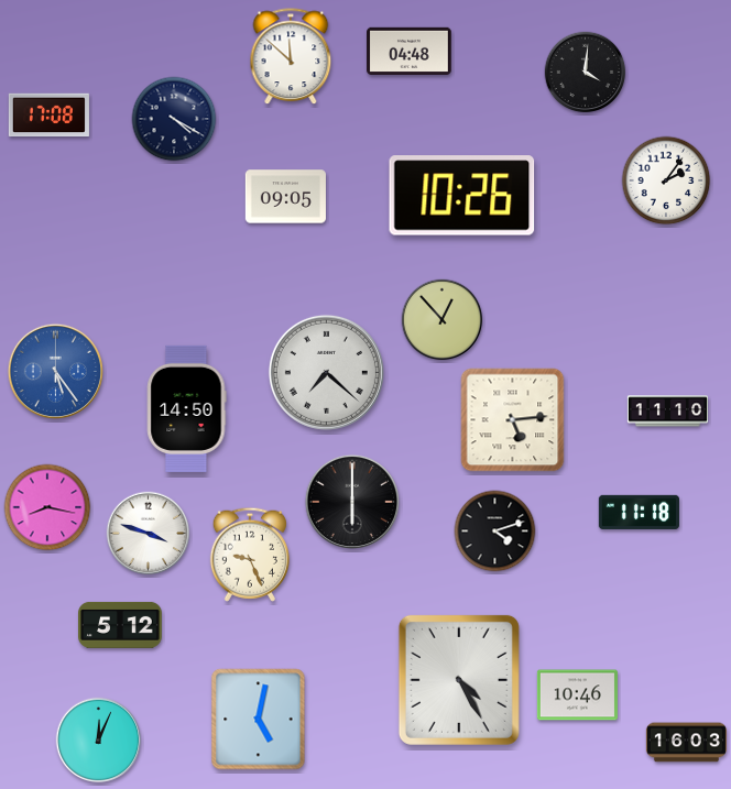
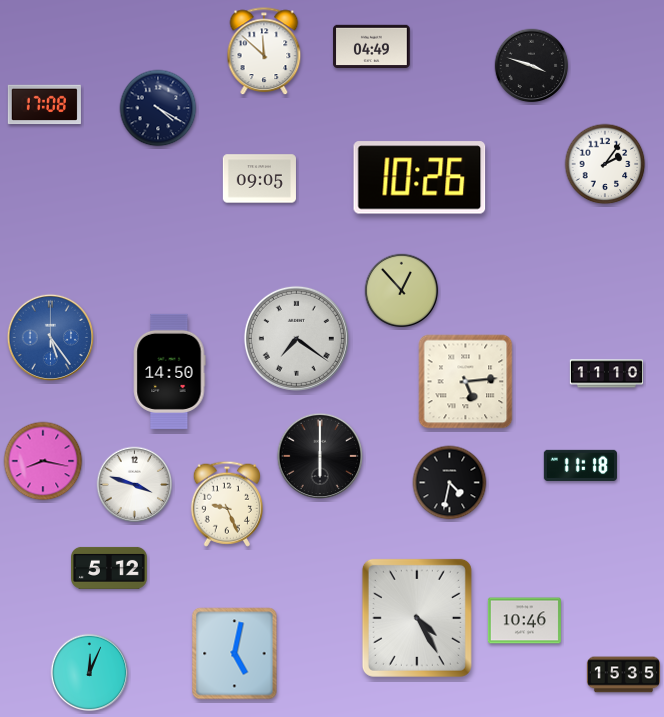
clock at (410, 51): 04:48 -> 04:49
clock at (586, 73): 4:01 -> 3:48
clock at (326, 372): 7:22 -> 7:21
clock at (495, 532): 4:12 -> 4:32
clock at (577, 695) position: (577, 695) -> (524, 621)
clock at (686, 743): 16:03 -> 15:35
